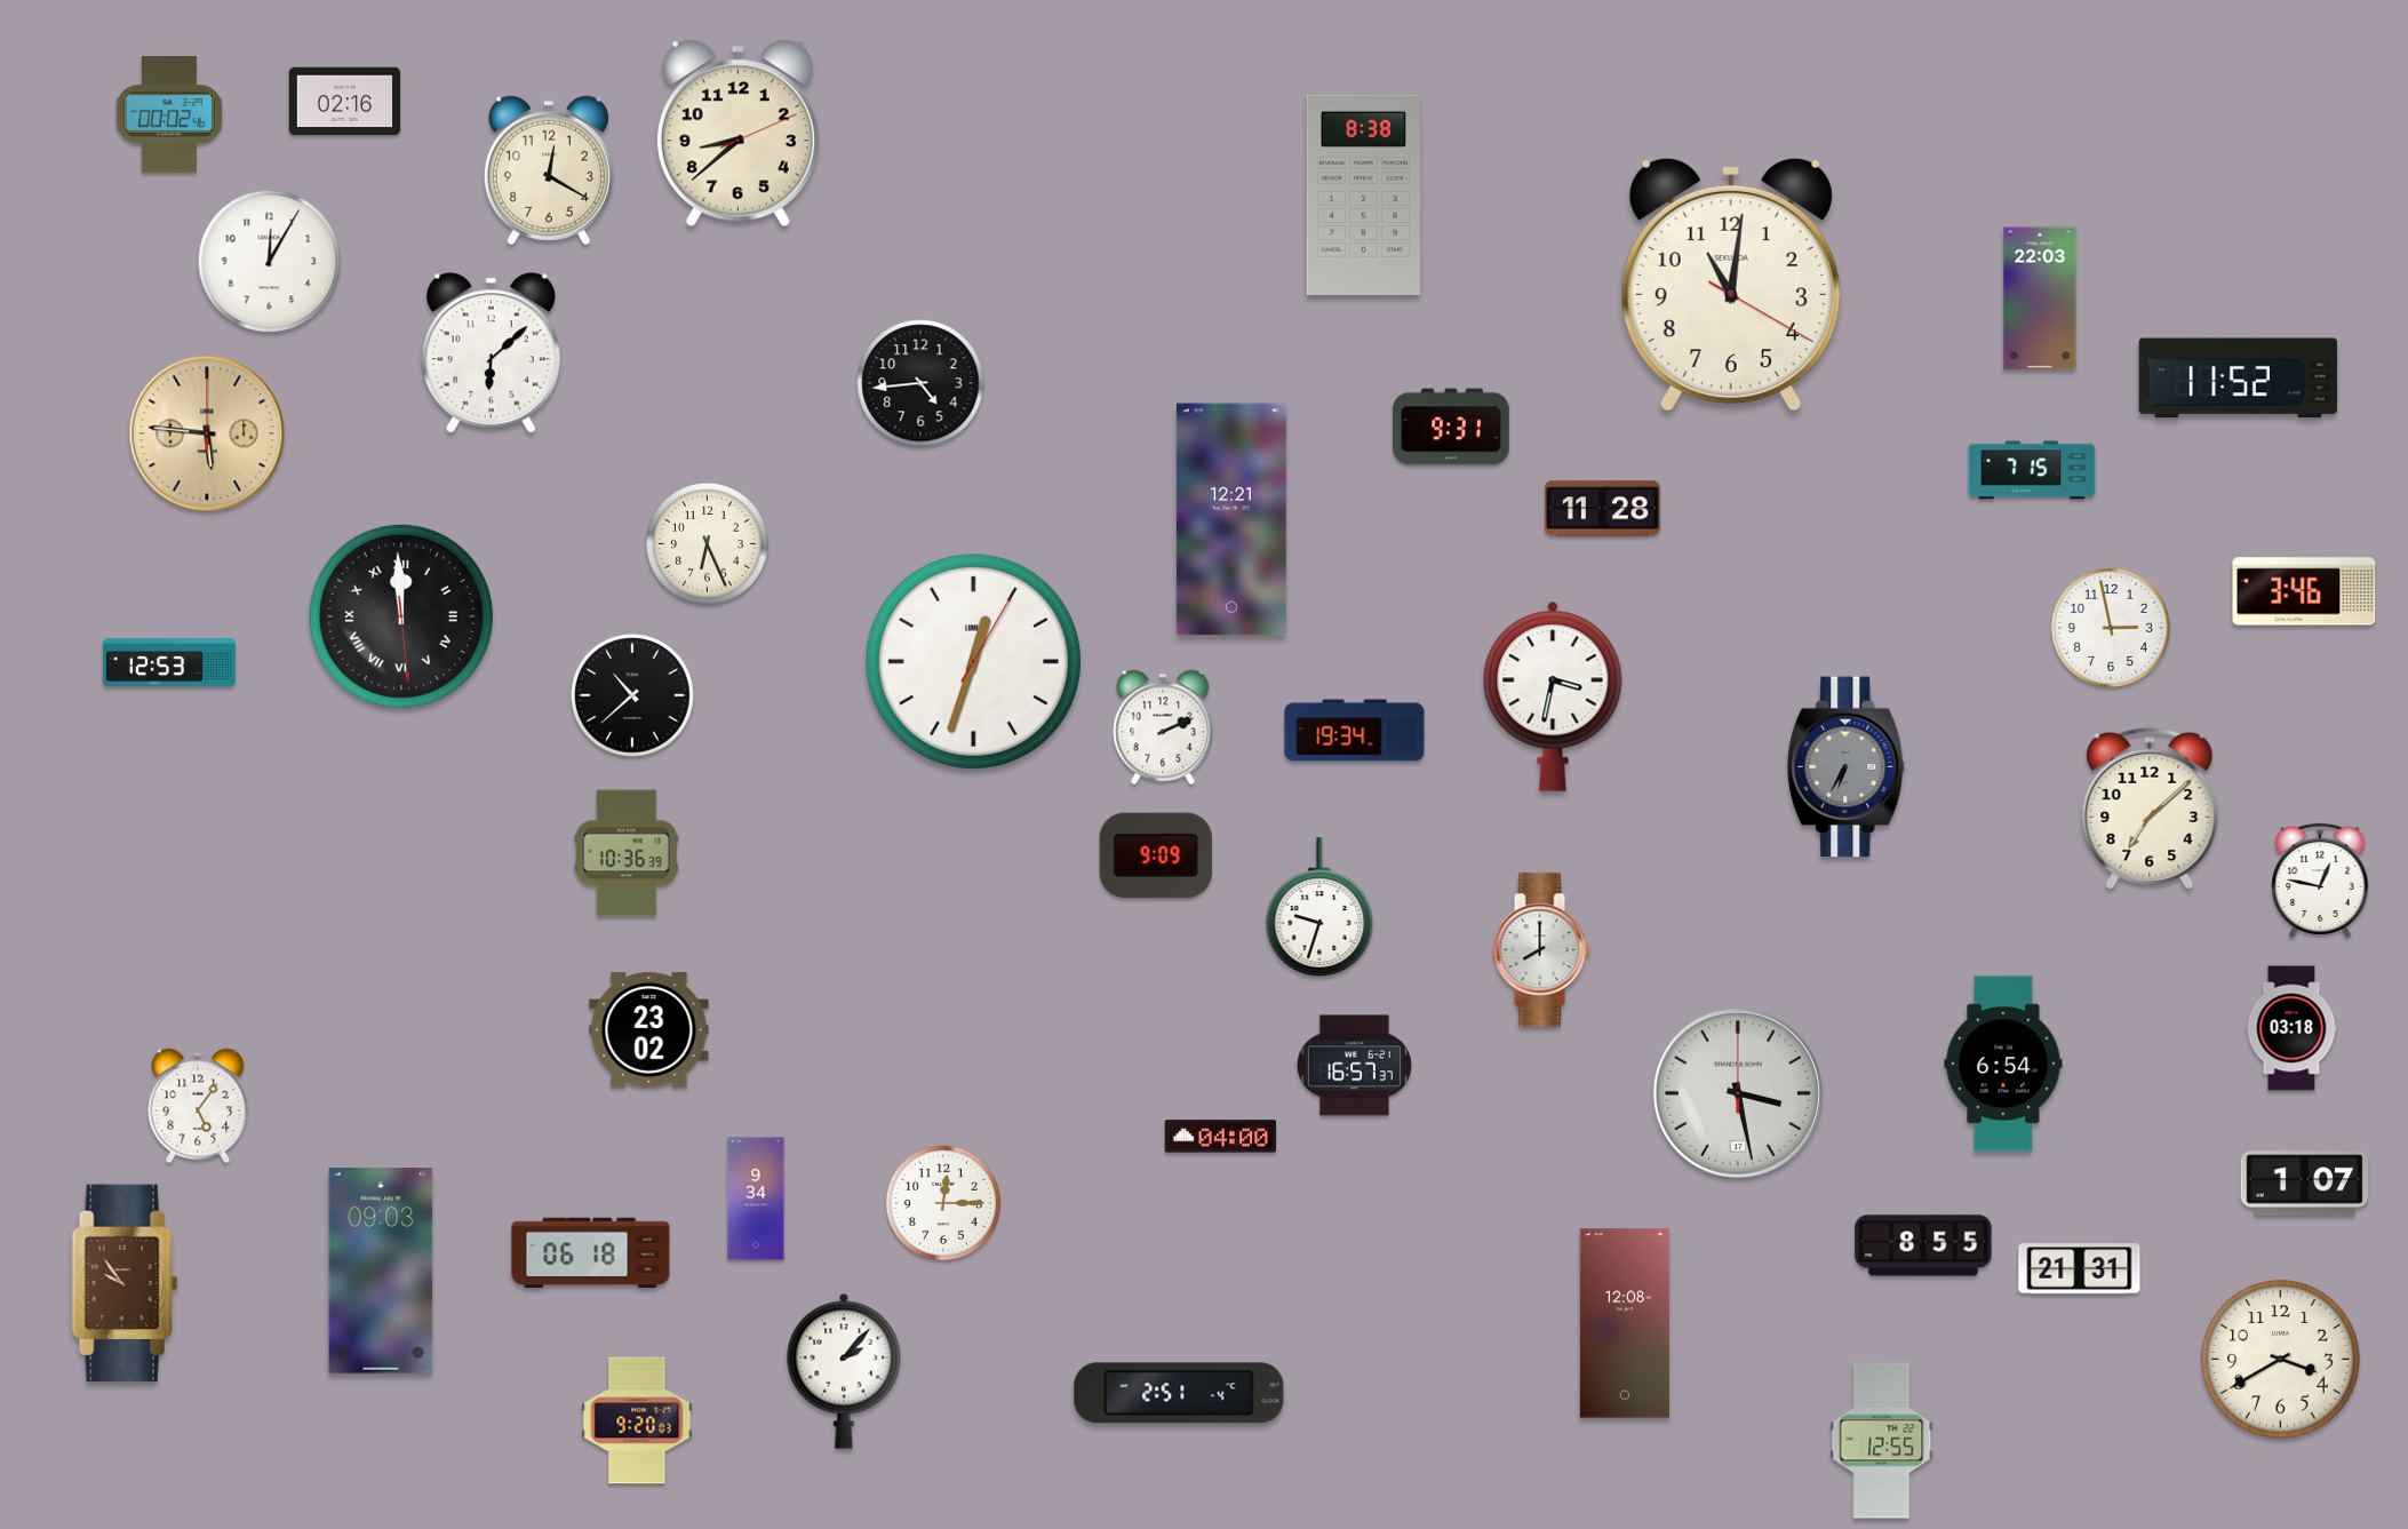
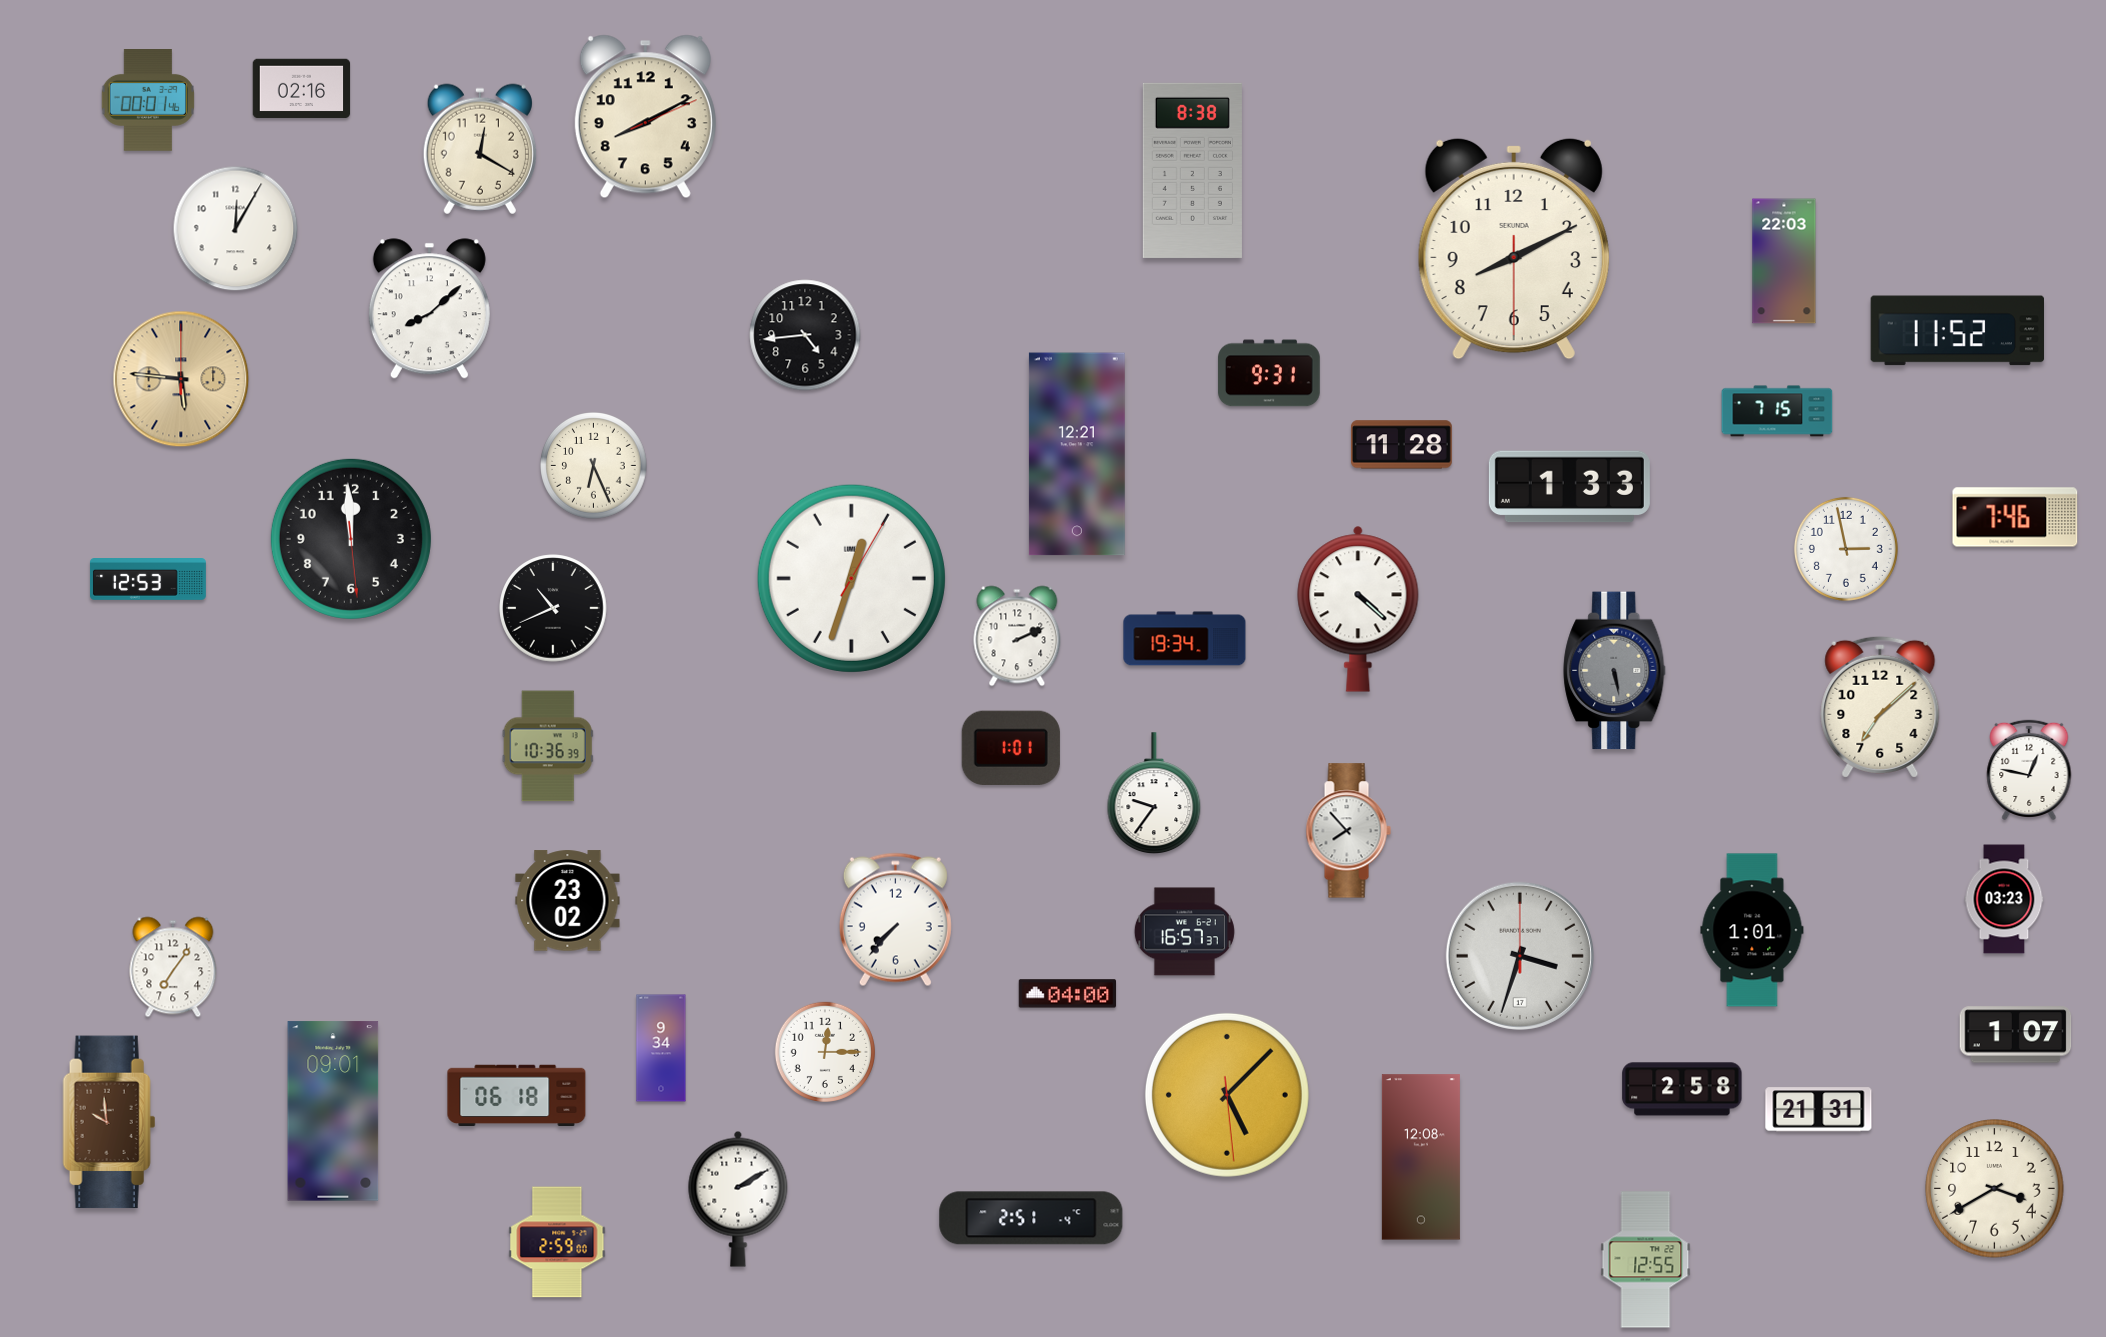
clock at (168, 116): 00:02 -> 00:01
clock at (737, 134): 8:38 -> 8:10
clock at (1731, 285): 11:01 -> 8:10
clock at (491, 353): 6:08 -> 8:08
clock at (708, 544) position: (708, 544) -> (594, 466)
clock at (1569, 487): none -> 1:33
clock at (2304, 591): 3:46 -> 7:46
clock at (401, 616) numerals: Roman -> Arabic
clock at (632, 695): 10:38 -> 10:41
clock at (1553, 696): 3:32 -> 4:22
clock at (1847, 767): 6:35 -> 5:28
clock at (1156, 855): 9:09 -> 1:01
clock at (1319, 908): 9:33 -> 9:36
clock at (1541, 950): 8:00 -> 7:53
clock at (2291, 1028): 03:18 -> 03:23
clock at (895, 920): none -> 7:37
clock at (2003, 1064): 6:54 -> 1:01
clock at (1738, 1093): 3:28 -> 3:33
clock at (198, 1106): 5:06 -> 7:06
clock at (1923, 1245): 8:55 -> 2:58
clock at (1227, 1095): none -> 5:07
clock at (381, 1271): 09:03 -> 09:01
clock at (125, 1283): 9:54 -> 9:59
clock at (844, 1371): 2:07 -> 2:10
clock at (637, 1420): 9:20 -> 2:59
